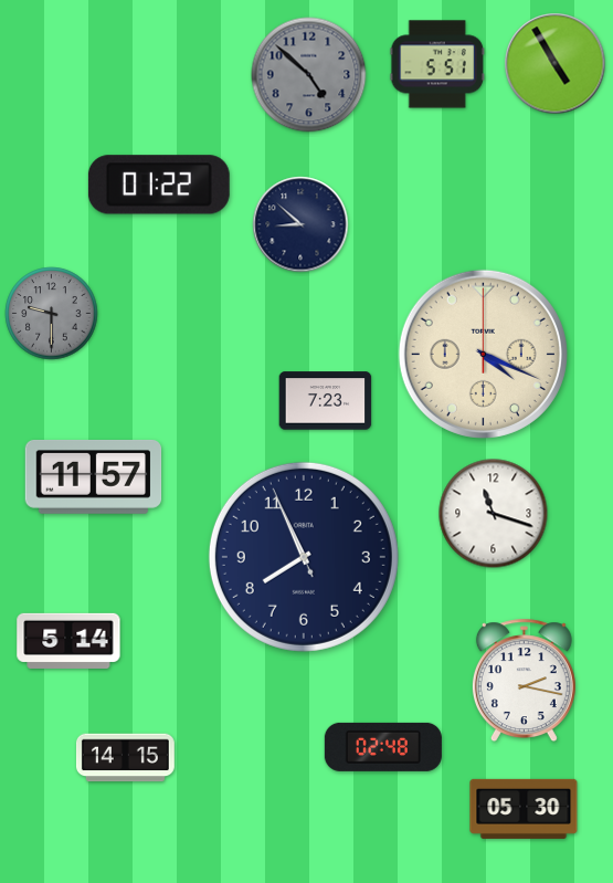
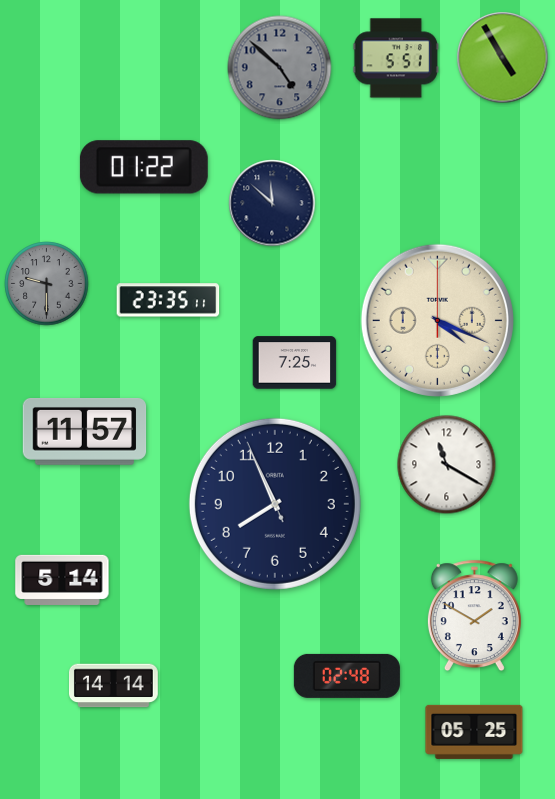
clock at (300, 224): 8:52 -> 11:52
clock at (168, 300): none -> 23:35
clock at (326, 401): 7:23 -> 7:25
clock at (494, 514): 11:18 -> 11:20
clock at (524, 681): 2:17 -> 1:50
clock at (126, 758): 14:15 -> 14:14
clock at (524, 809): 05:30 -> 05:25
